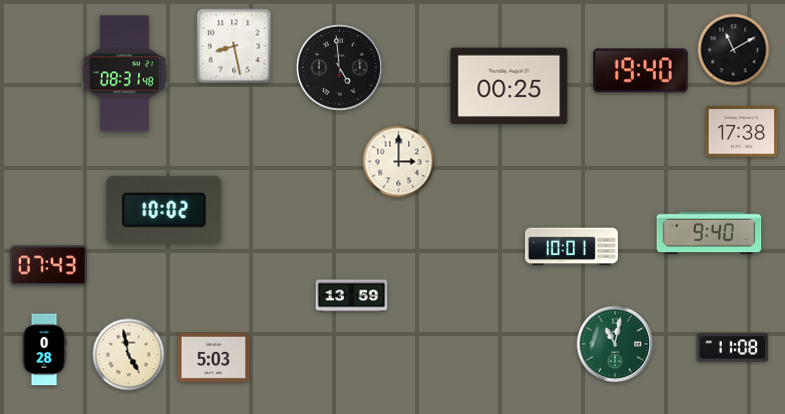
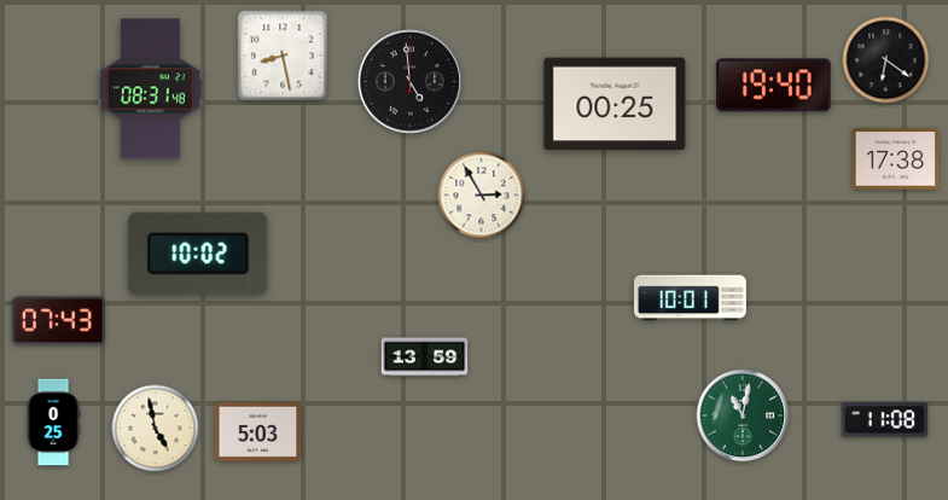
clock at (734, 50): 11:10 -> 6:21
clock at (399, 162): 3:00 -> 2:55
clock at (709, 233): 9:40 -> none
clock at (44, 350): 0:28 -> 0:25
